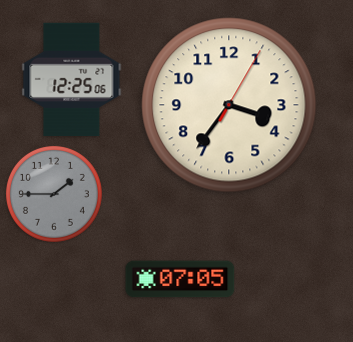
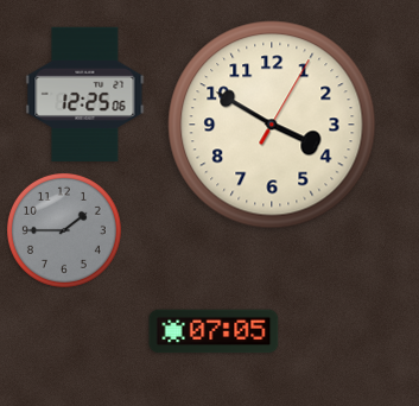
clock at (229, 105): 3:36 -> 3:50
